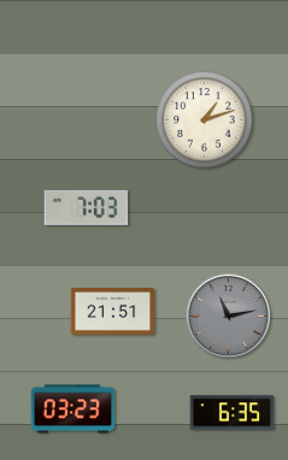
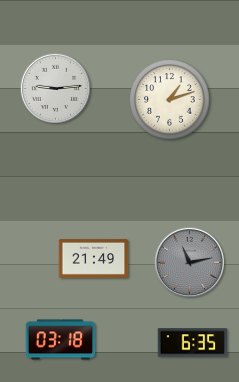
clock at (55, 88): none -> 9:14
clock at (87, 207): 7:03 -> none
clock at (113, 311): 21:51 -> 21:49
clock at (74, 409): 03:23 -> 03:18
